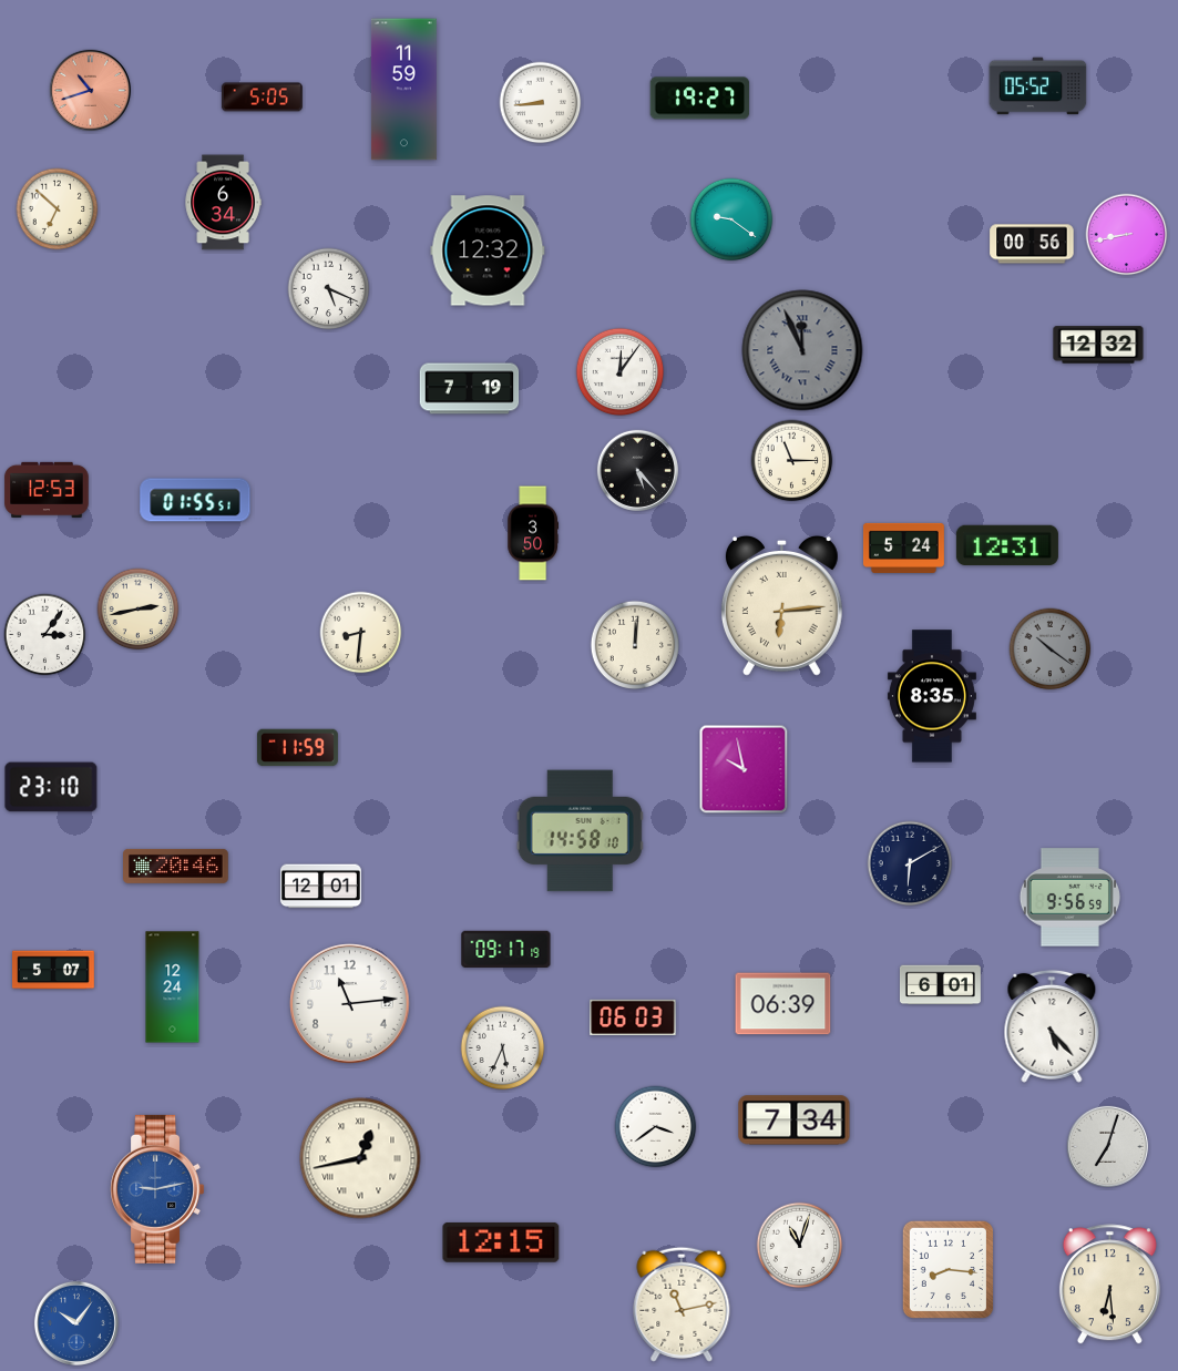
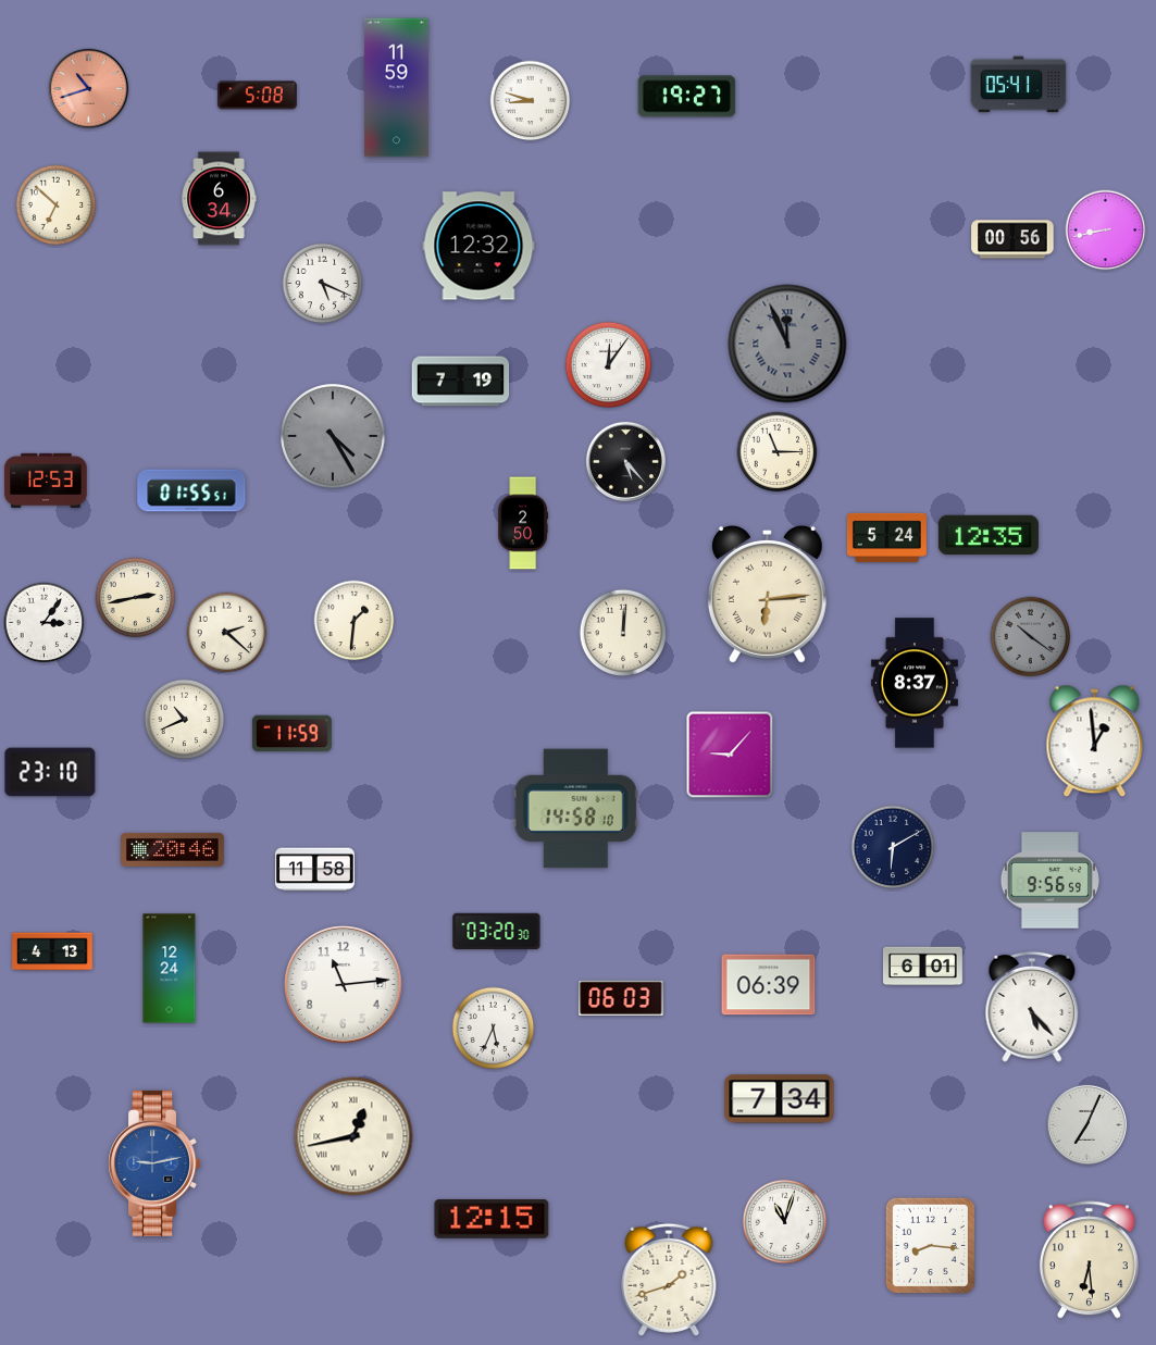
clock at (1038, 86): 05:52 -> 05:41
clock at (262, 98): 5:05 -> 5:08
clock at (541, 103): 8:44 -> 8:48
clock at (731, 219): 9:21 -> none
clock at (1098, 345): 12:32 -> none
clock at (333, 436): none -> 4:25
clock at (532, 533): 3:50 -> 2:50
clock at (1007, 545): 12:31 -> 12:35
clock at (361, 633): 8:31 -> 1:31
clock at (227, 633): none -> 2:22
clock at (932, 696): 8:35 -> 8:37
clock at (185, 720): none -> 10:41
clock at (1095, 742): none -> 12:59
clock at (744, 769): 9:58 -> 9:07
clock at (580, 831) position: (580, 831) -> (575, 809)
clock at (320, 887): 12:01 -> 11:58
clock at (506, 949): 09:17 -> 03:20
clock at (54, 970): 5:07 -> 4:13
clock at (656, 1127): 3:39 -> none
clock at (1107, 1146): 7:03 -> 7:04
clock at (157, 1189) position: (157, 1189) -> (154, 1163)
clock at (682, 1305): 11:13 -> 1:42
clock at (76, 1323): 10:06 -> none
